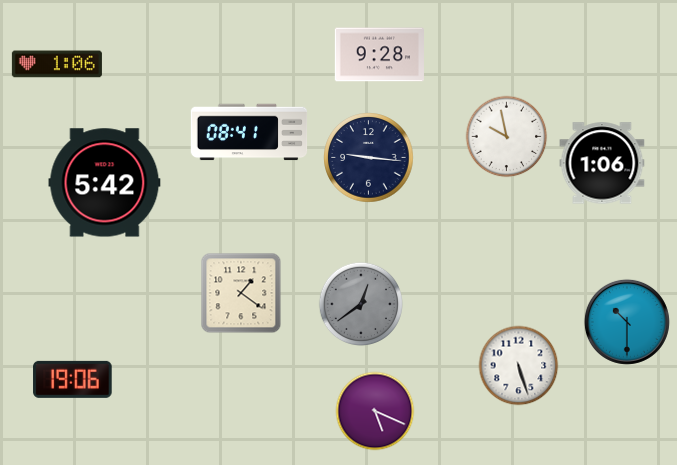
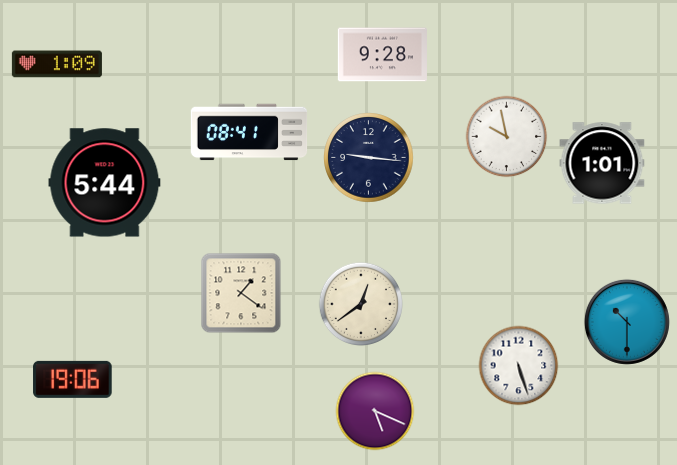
clock at (379, 55) position: (379, 55) -> (382, 55)
clock at (57, 64): 1:06 -> 1:09
clock at (602, 163): 1:06 -> 1:01
clock at (105, 183): 5:42 -> 5:44
clock at (361, 304) dial: grey -> cream
